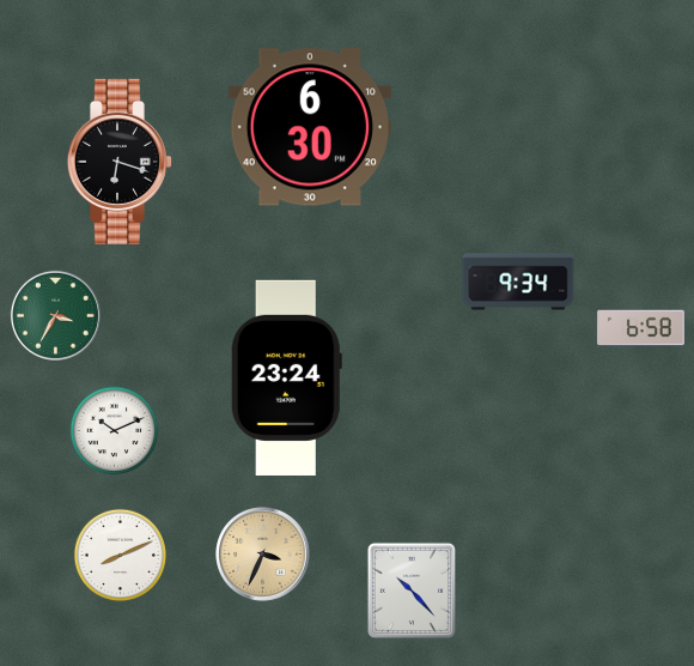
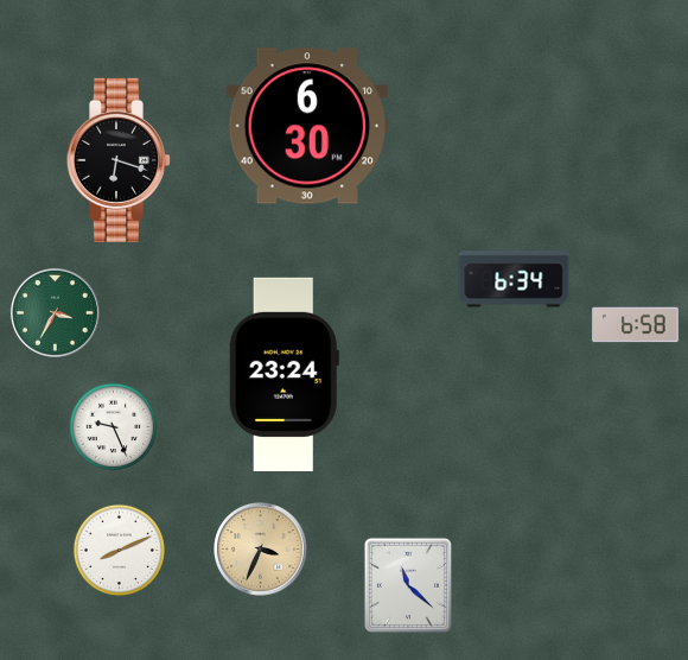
clock at (518, 281): 9:34 -> 6:34
clock at (115, 431): 10:11 -> 9:26
clock at (412, 591): 10:23 -> 11:22
